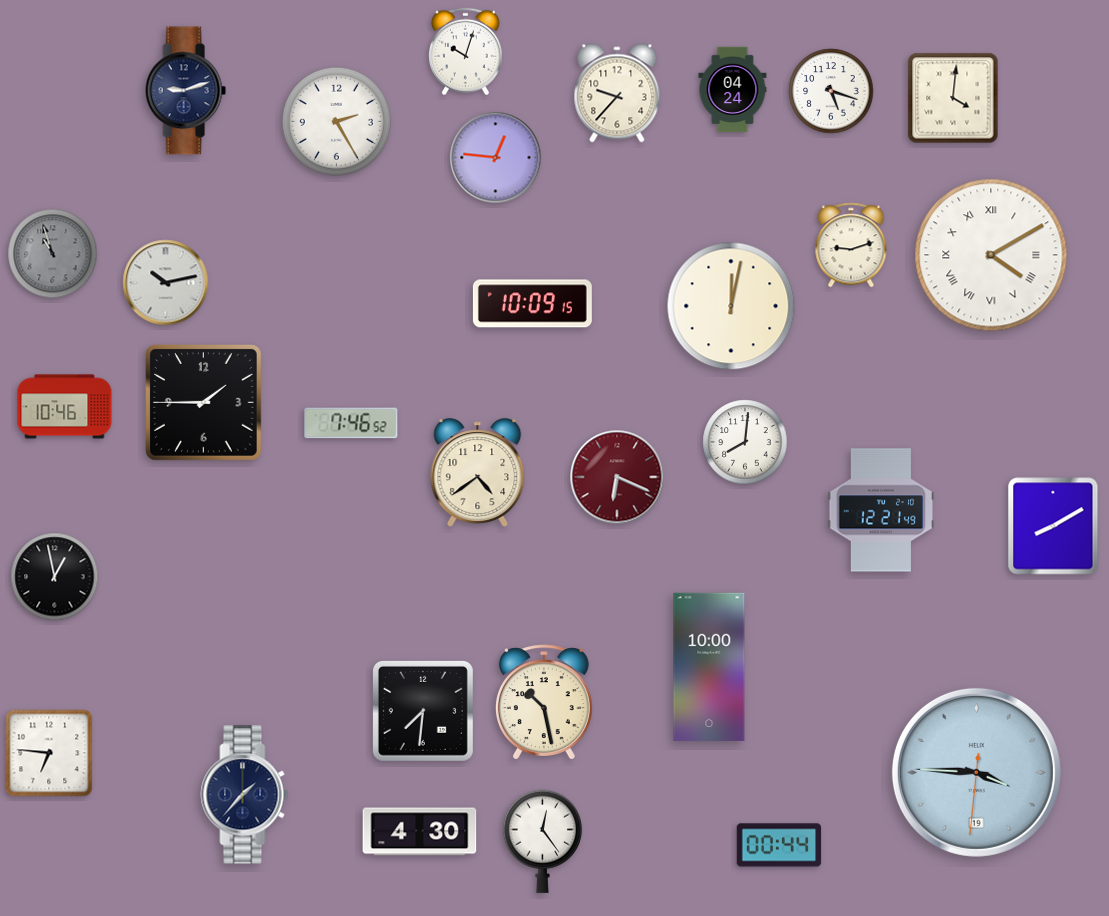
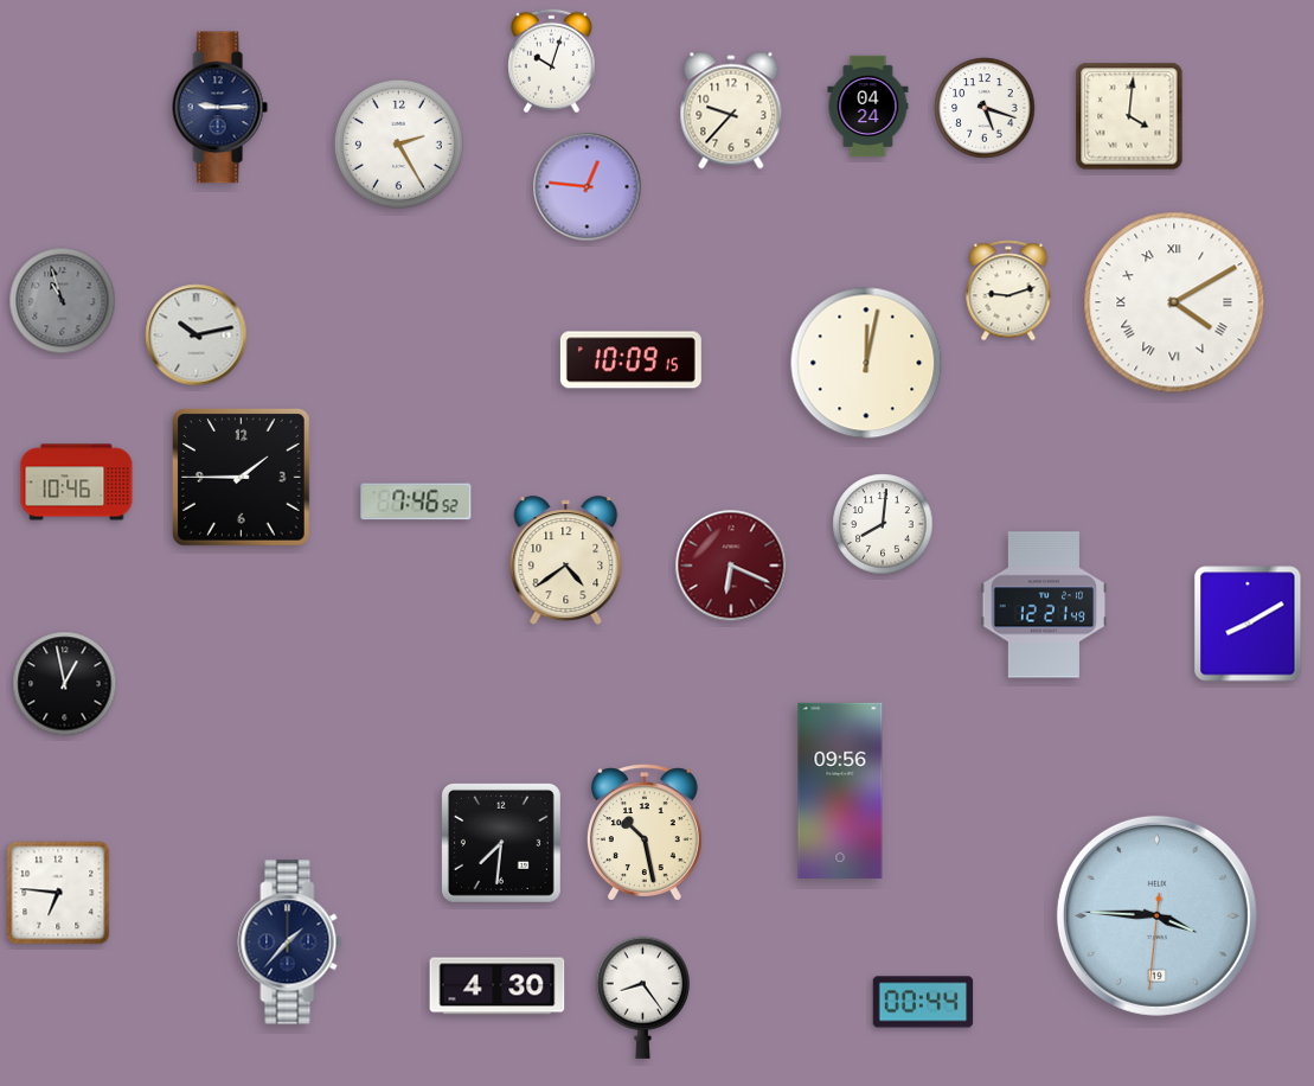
clock at (185, 91): 9:12 -> 9:15
clock at (709, 667): 10:00 -> 09:56
clock at (543, 841): 12:24 -> 8:24
